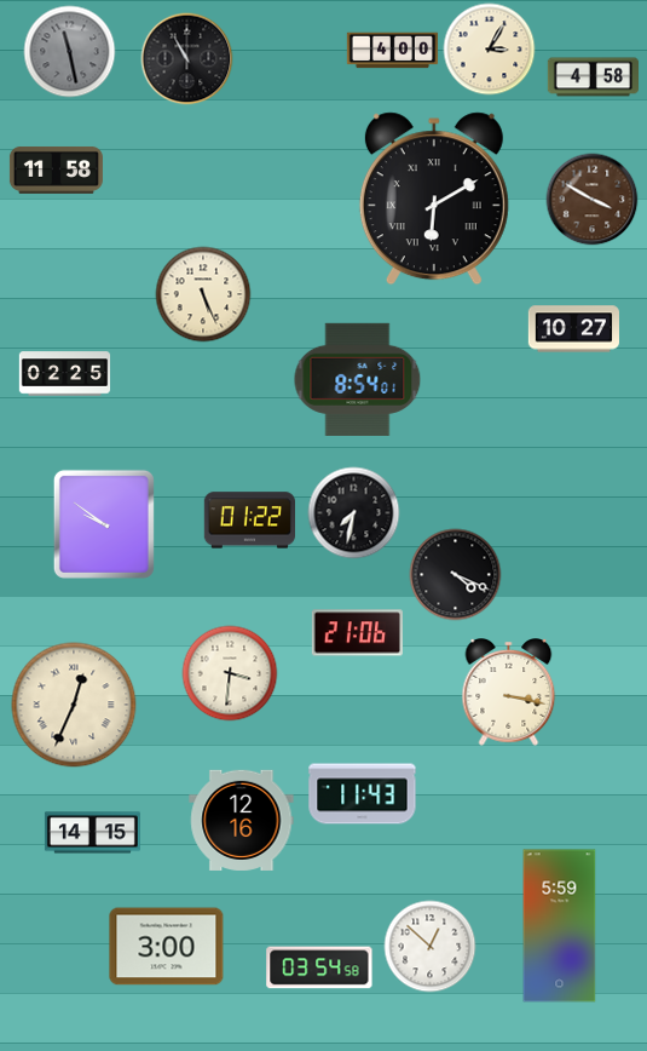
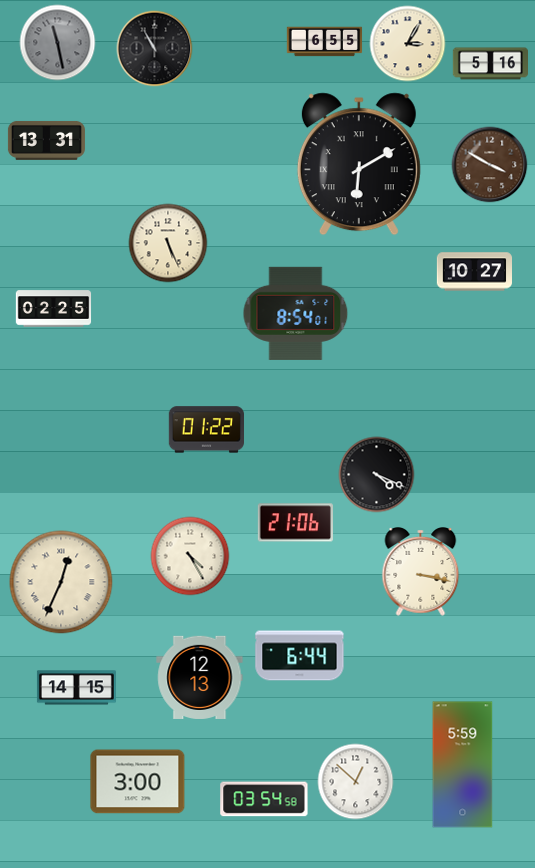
clock at (490, 50) position: (490, 50) -> (408, 44)
clock at (393, 51): 4:00 -> 6:55
clock at (593, 77): 4:58 -> 5:16
clock at (56, 170): 11:58 -> 13:31
clock at (354, 513): 7:32 -> none
clock at (104, 524): 9:51 -> none
clock at (230, 673): 3:31 -> 4:25
clock at (363, 794): 11:43 -> 6:44
clock at (242, 820): 12:16 -> 12:13
